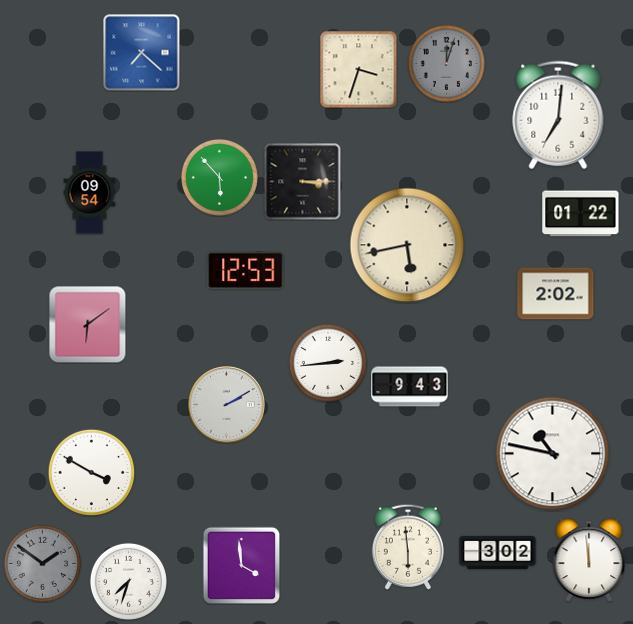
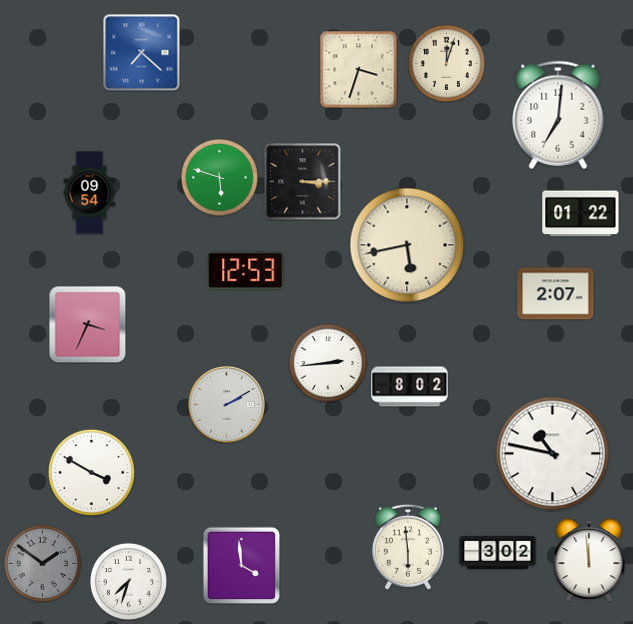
clock at (446, 63) dial: grey -> cream
clock at (219, 177): 5:53 -> 5:48
clock at (556, 294): 2:02 -> 2:07
clock at (87, 324): 6:09 -> 3:34
clock at (410, 387): 9:43 -> 8:02
